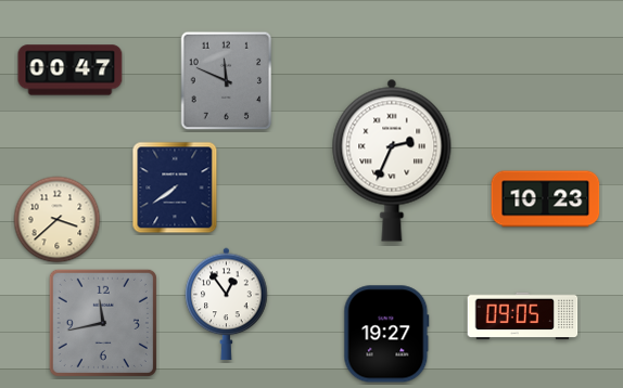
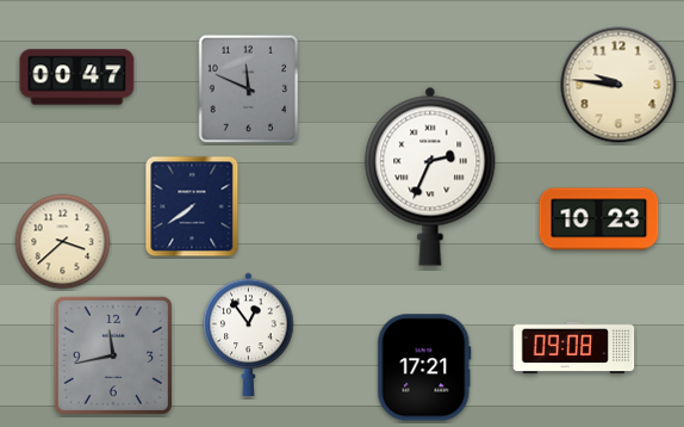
clock at (618, 85): none -> 9:46
clock at (523, 316): 09:05 -> 09:08
clock at (386, 334): 19:27 -> 17:21
